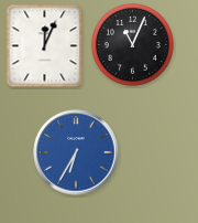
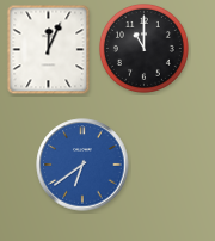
clock at (132, 44): 11:04 -> 11:00
clock at (76, 152): 6:35 -> 6:39
